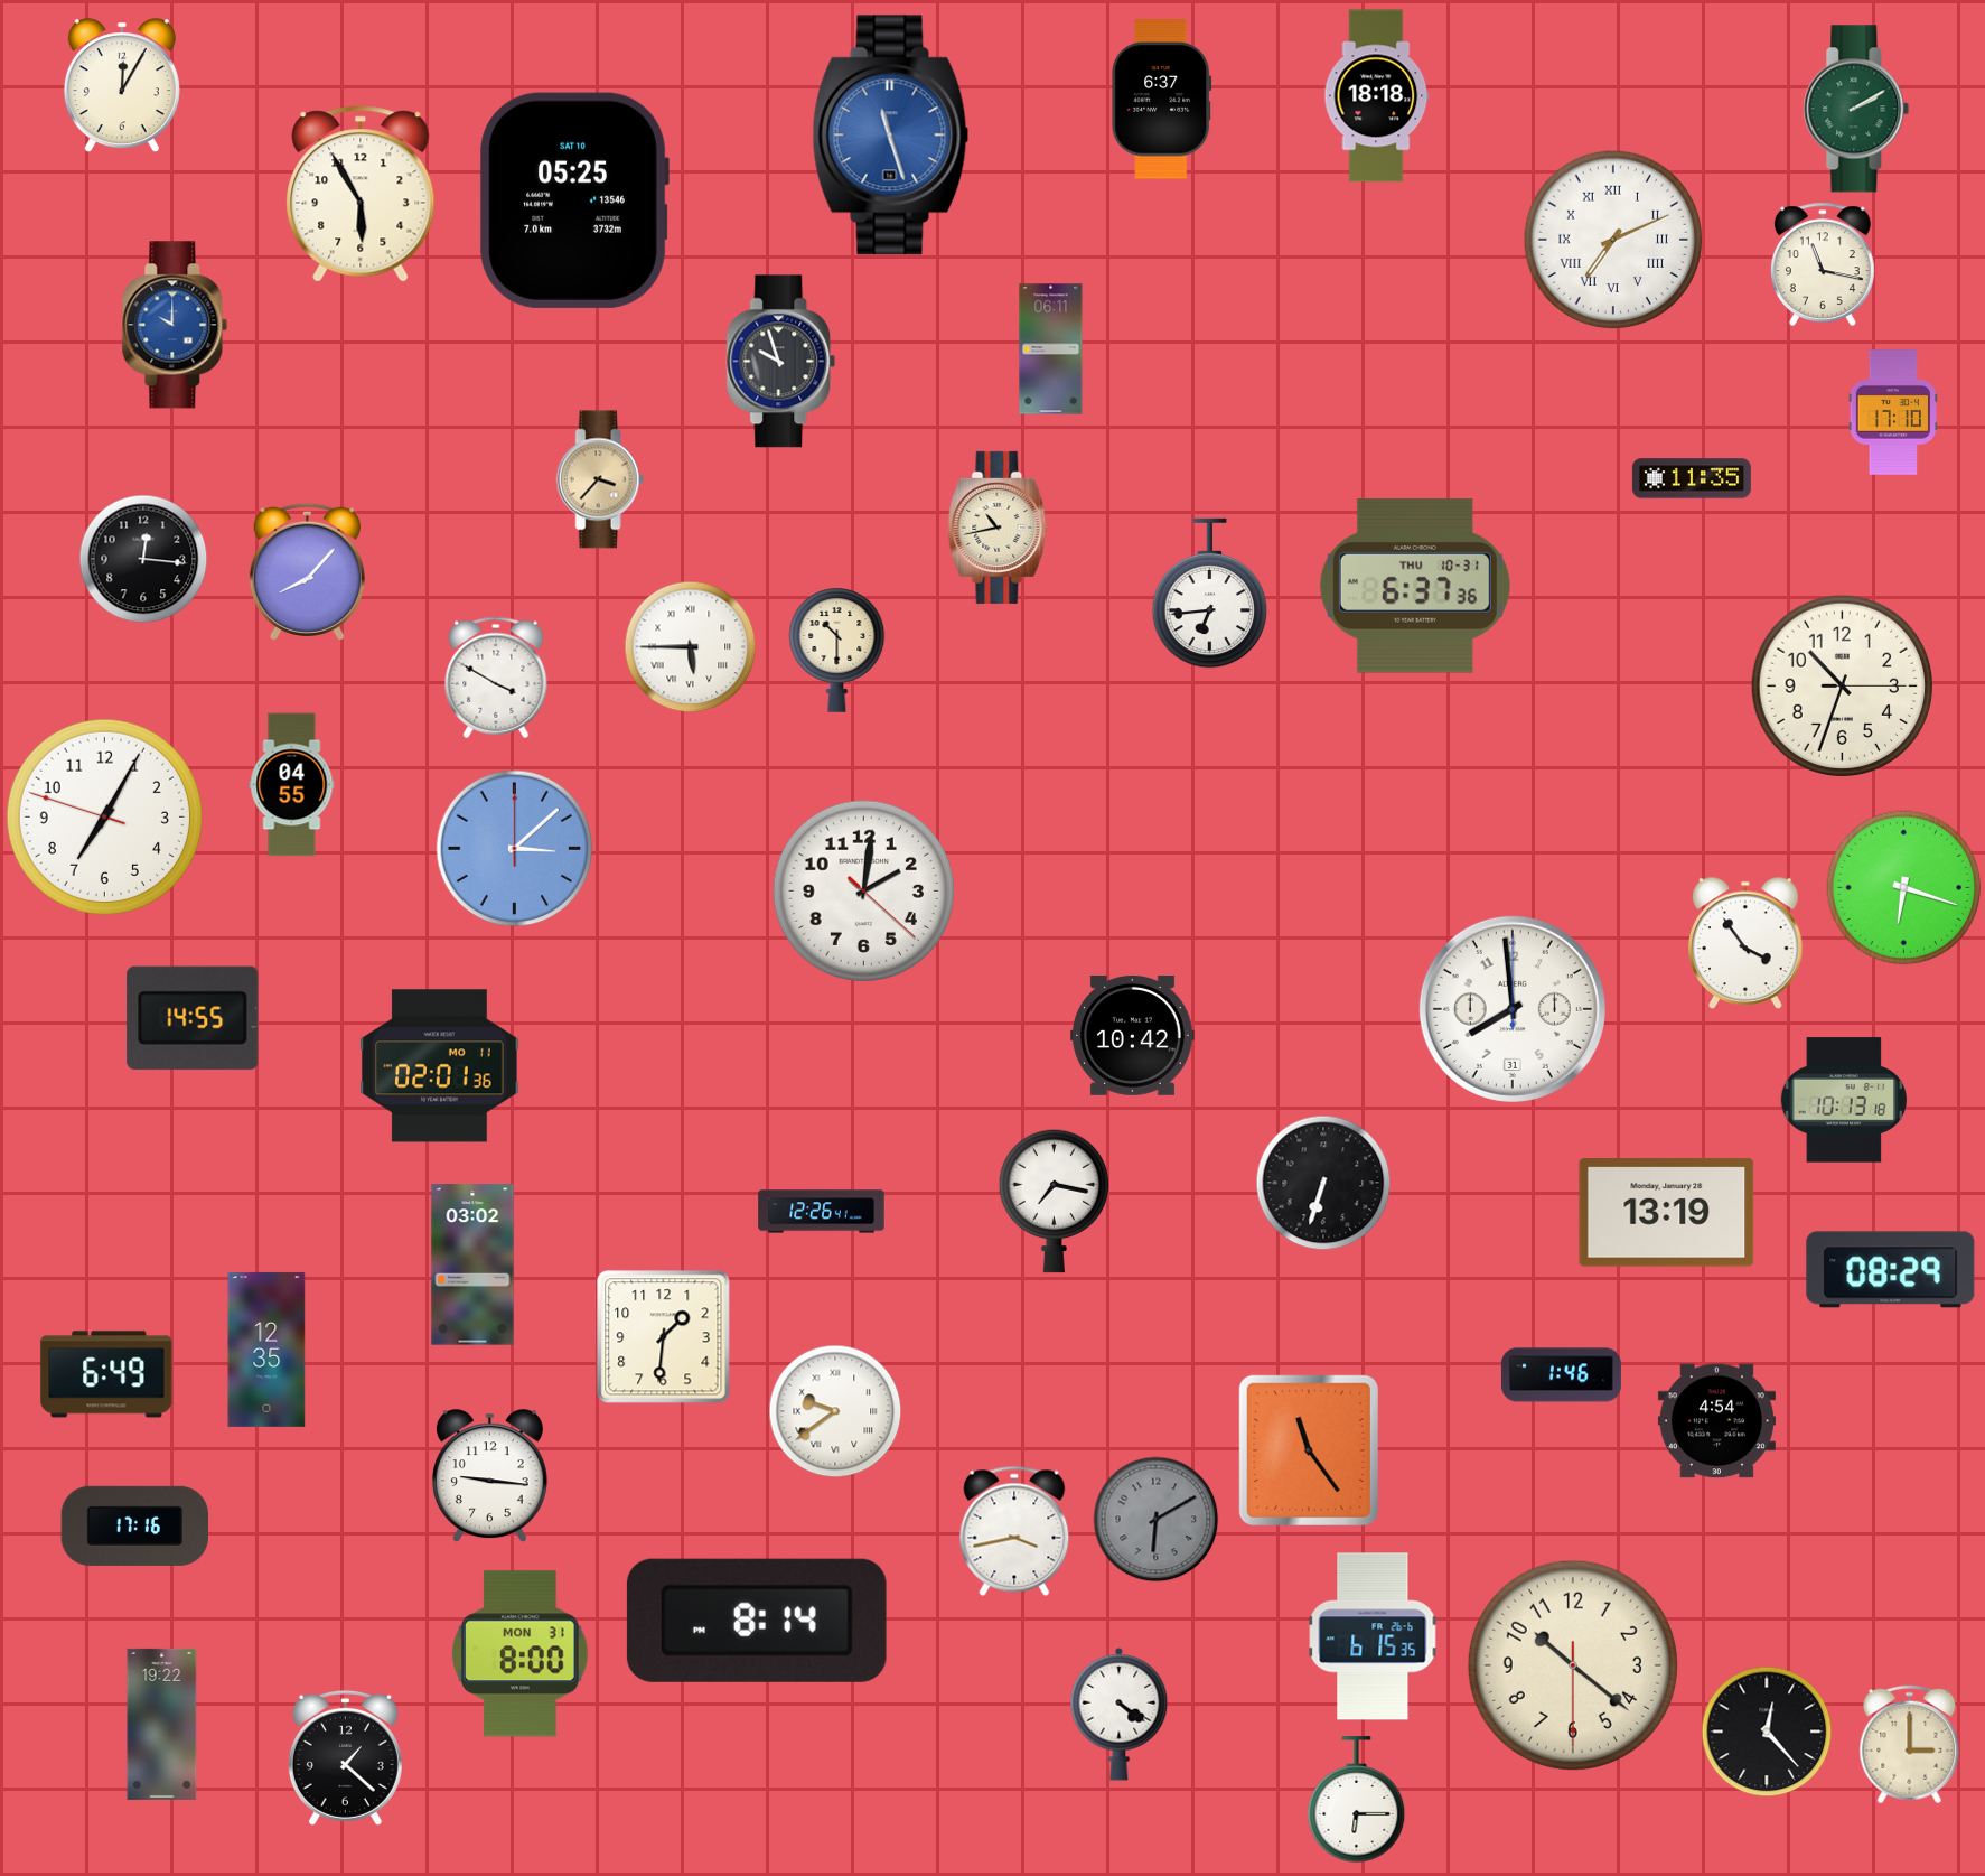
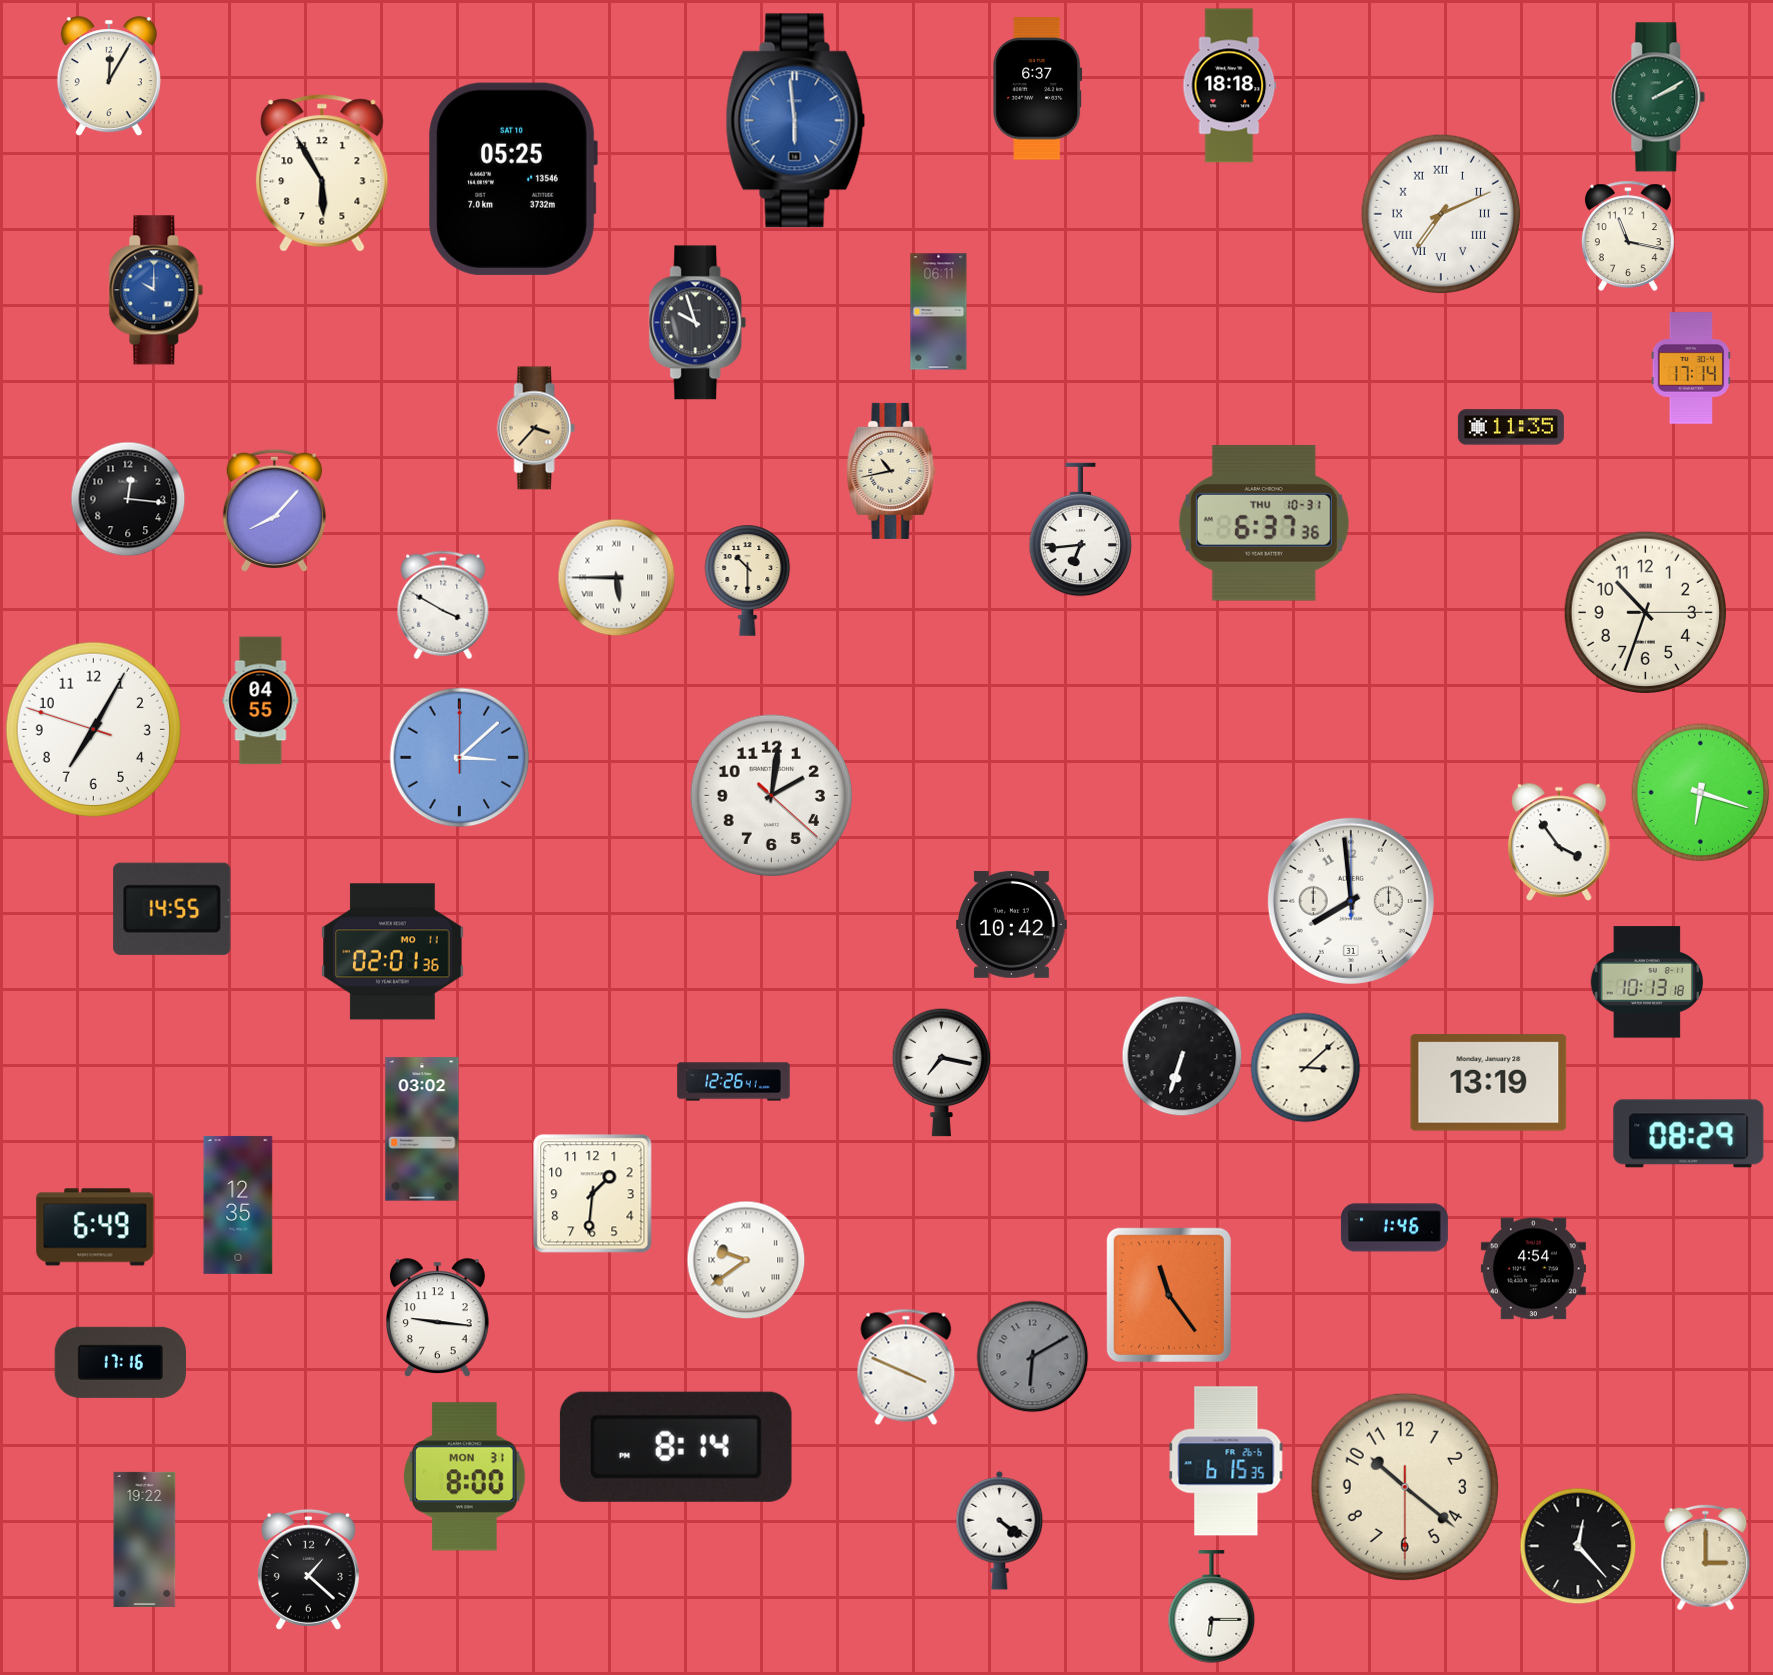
clock at (891, 136): 11:27 -> 5:59
clock at (1892, 412): 17:10 -> 17:14
clock at (1306, 1068): none -> 3:08
clock at (1014, 1531): 3:43 -> 3:49
